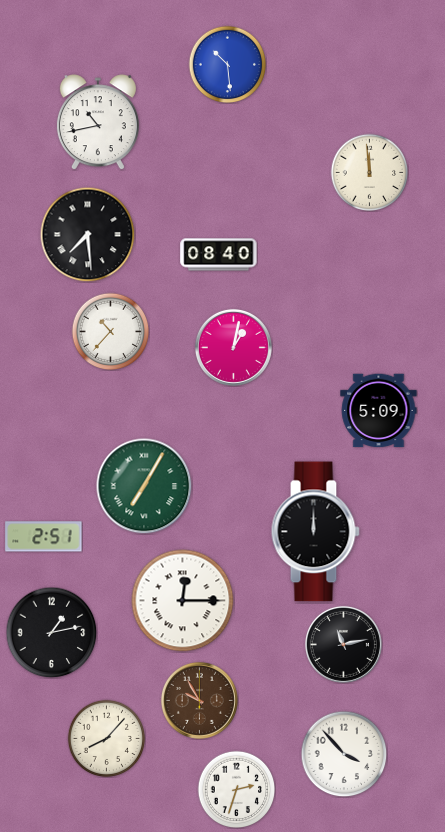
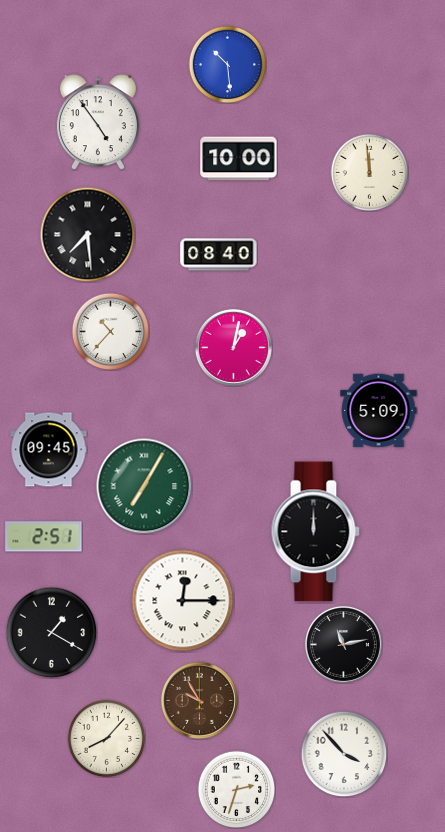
clock at (98, 122): 10:43 -> 4:54
clock at (239, 159): none -> 10:00
clock at (49, 450): none -> 09:45
clock at (51, 632): 1:13 -> 1:20
